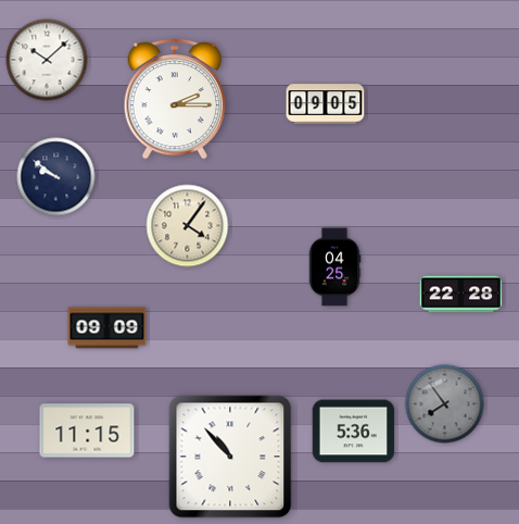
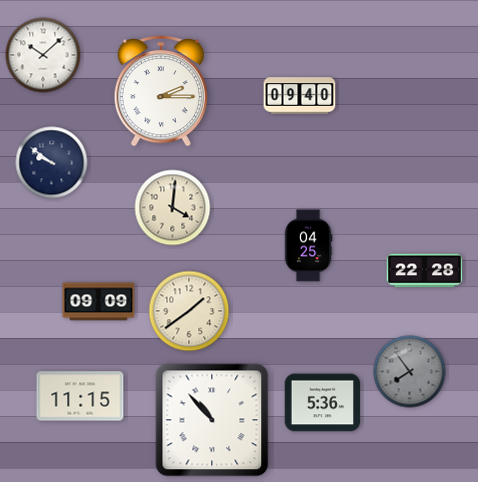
clock at (326, 104): 09:05 -> 09:40
clock at (188, 226): 4:06 -> 4:01
clock at (189, 311): none -> 1:39
clock at (354, 432) position: (354, 432) -> (323, 403)
